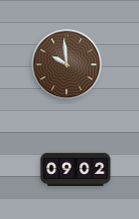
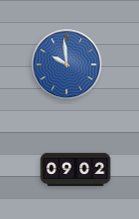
clock at (67, 65) dial: brown -> blue
